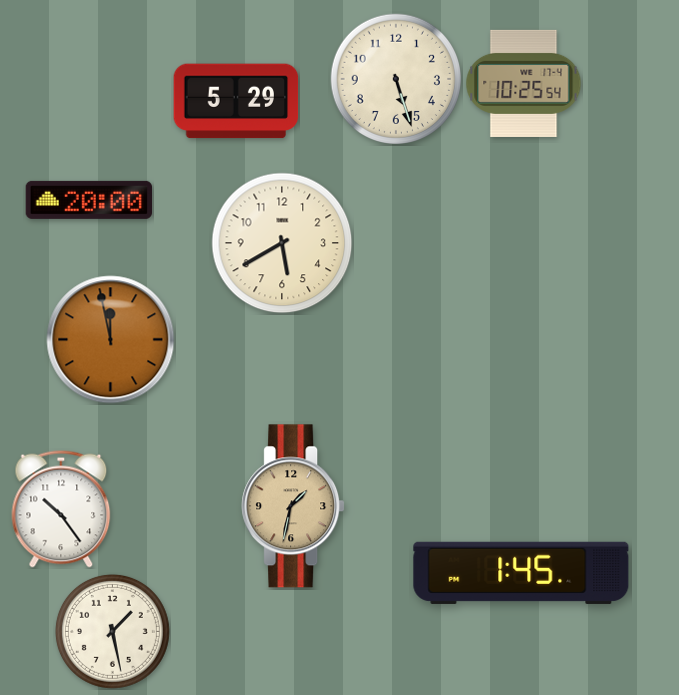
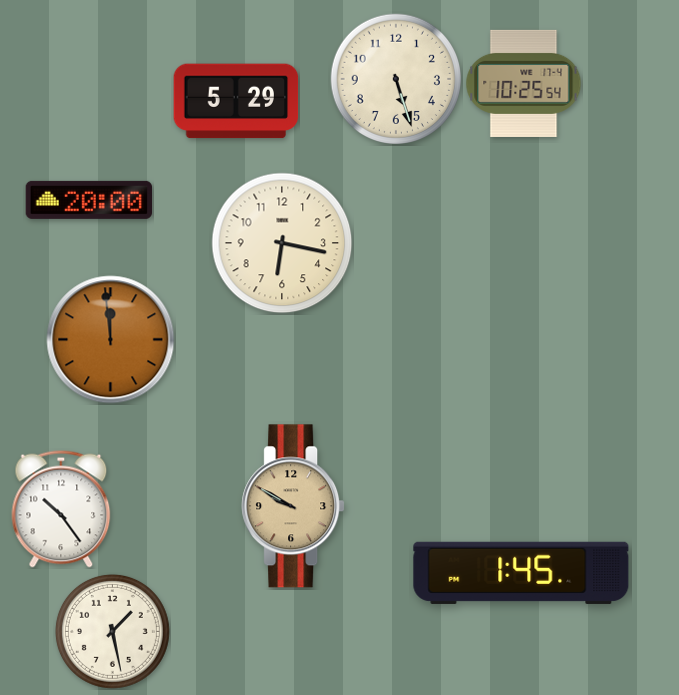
clock at (282, 243): 5:40 -> 6:17
clock at (111, 340): 11:58 -> 11:59
clock at (293, 506): 1:32 -> 9:50
